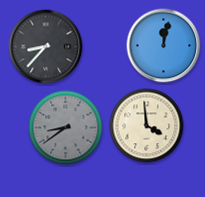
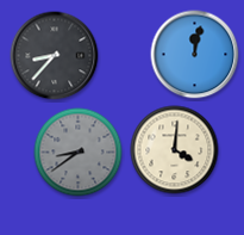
clock at (147, 126): 3:59 -> 4:01
